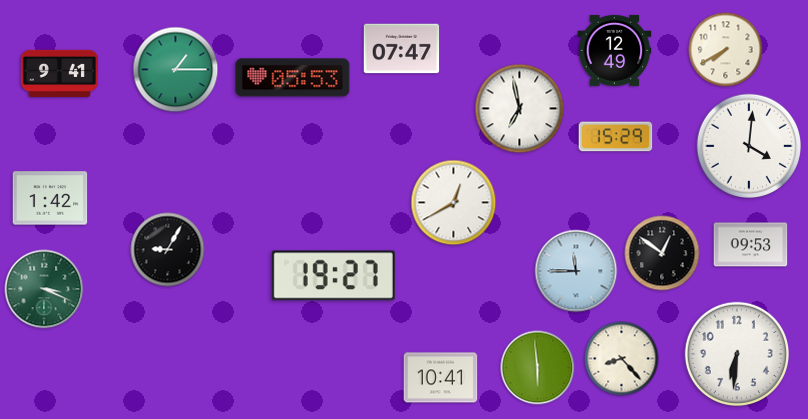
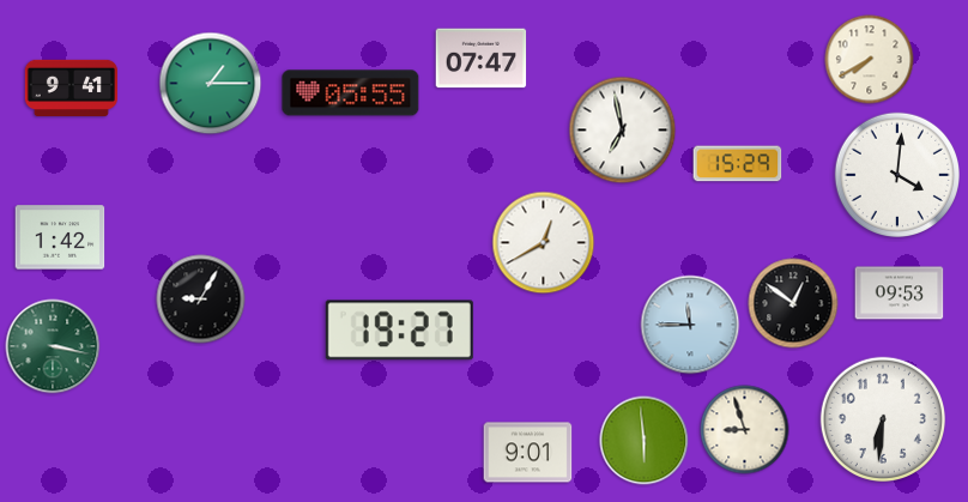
clock at (615, 50): 12:49 -> none
clock at (293, 78): 05:53 -> 05:55
clock at (44, 289): 3:19 -> 3:17
clock at (736, 353) position: (736, 353) -> (882, 418)
clock at (622, 359): 8:23 -> 8:57
clock at (441, 378): 10:41 -> 9:01
